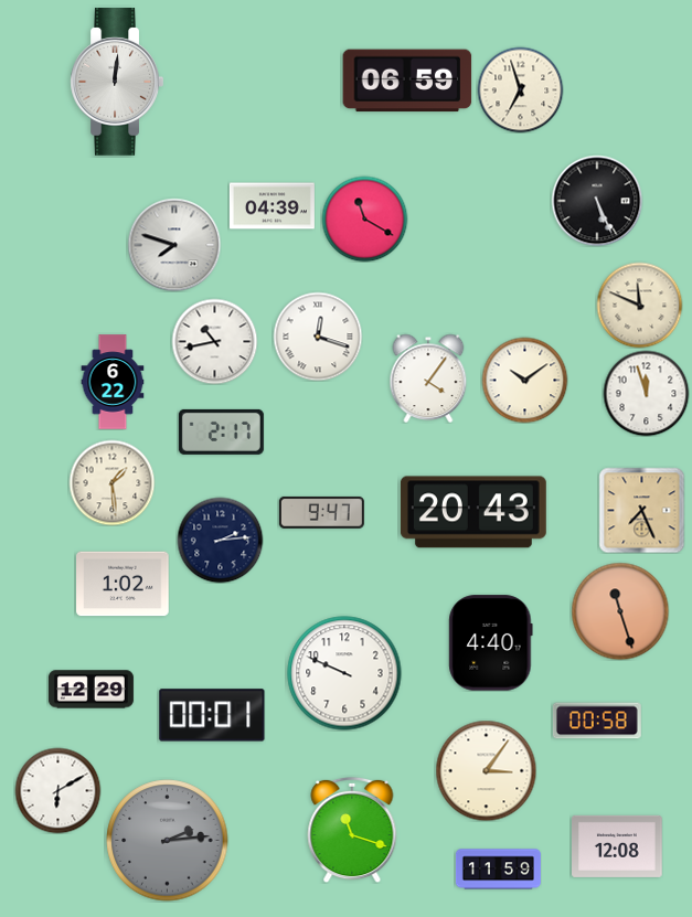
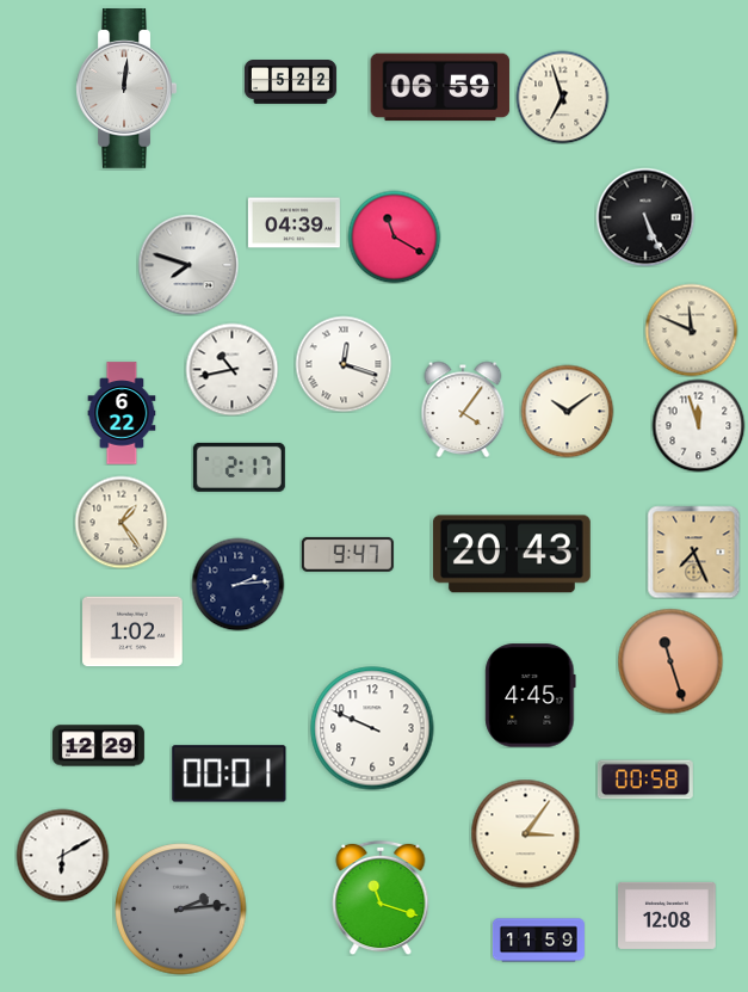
clock at (290, 82): none -> 5:22
clock at (111, 482): 1:29 -> 1:24
clock at (491, 643): 4:40 -> 4:45
